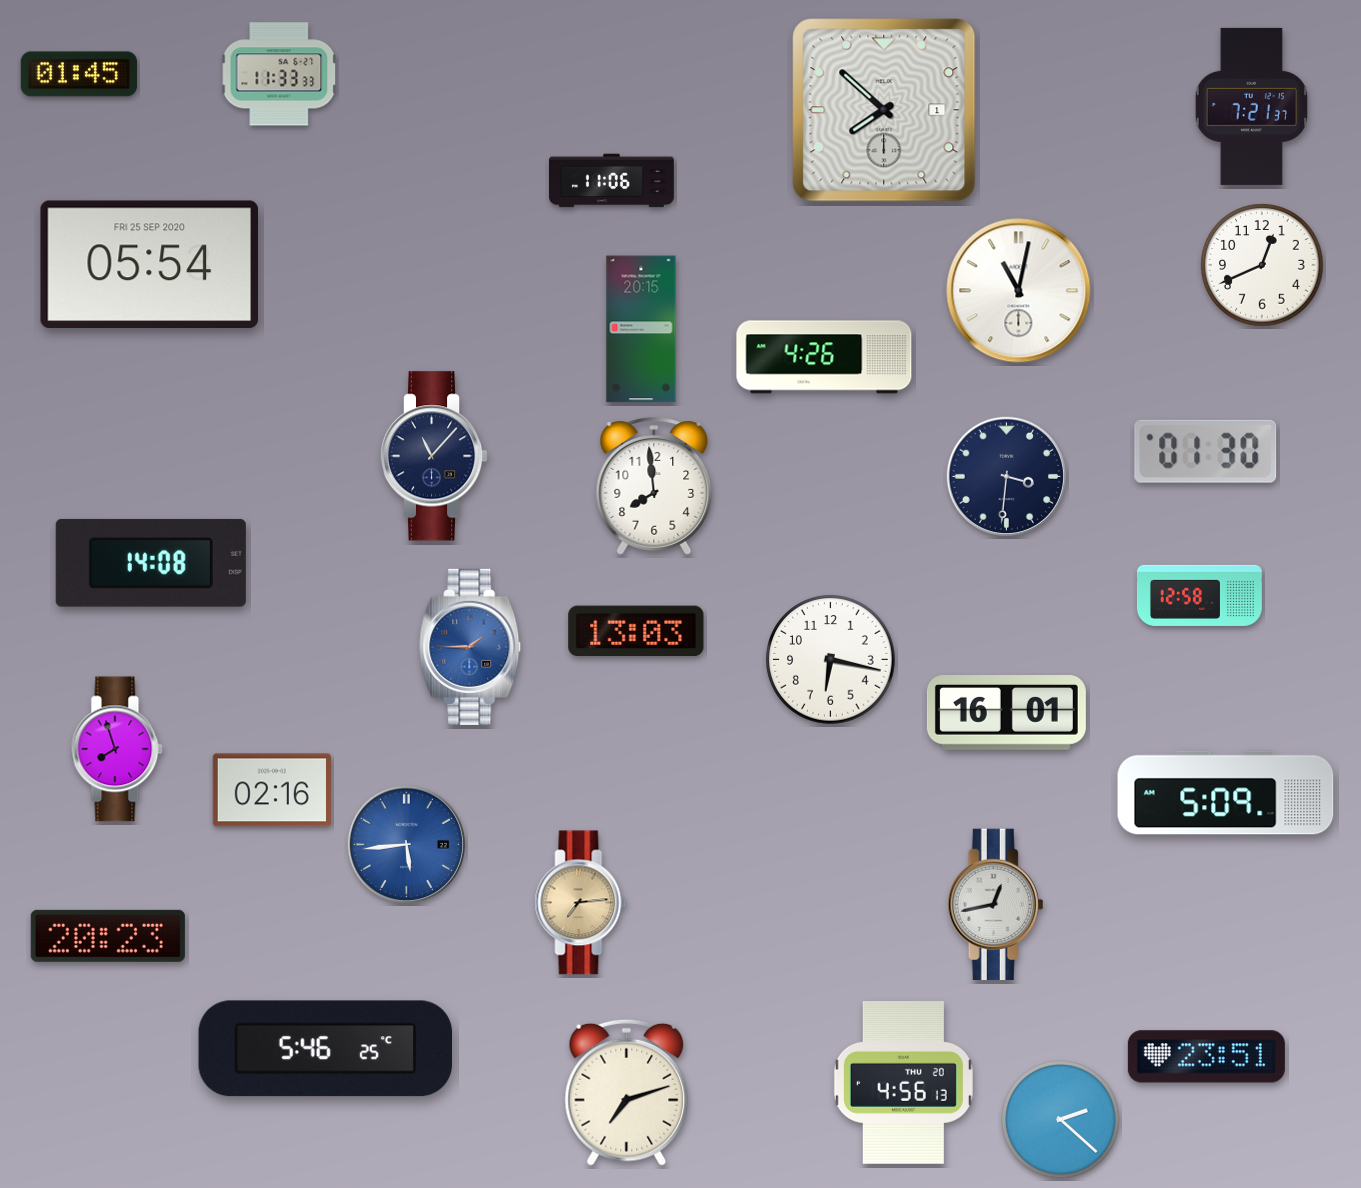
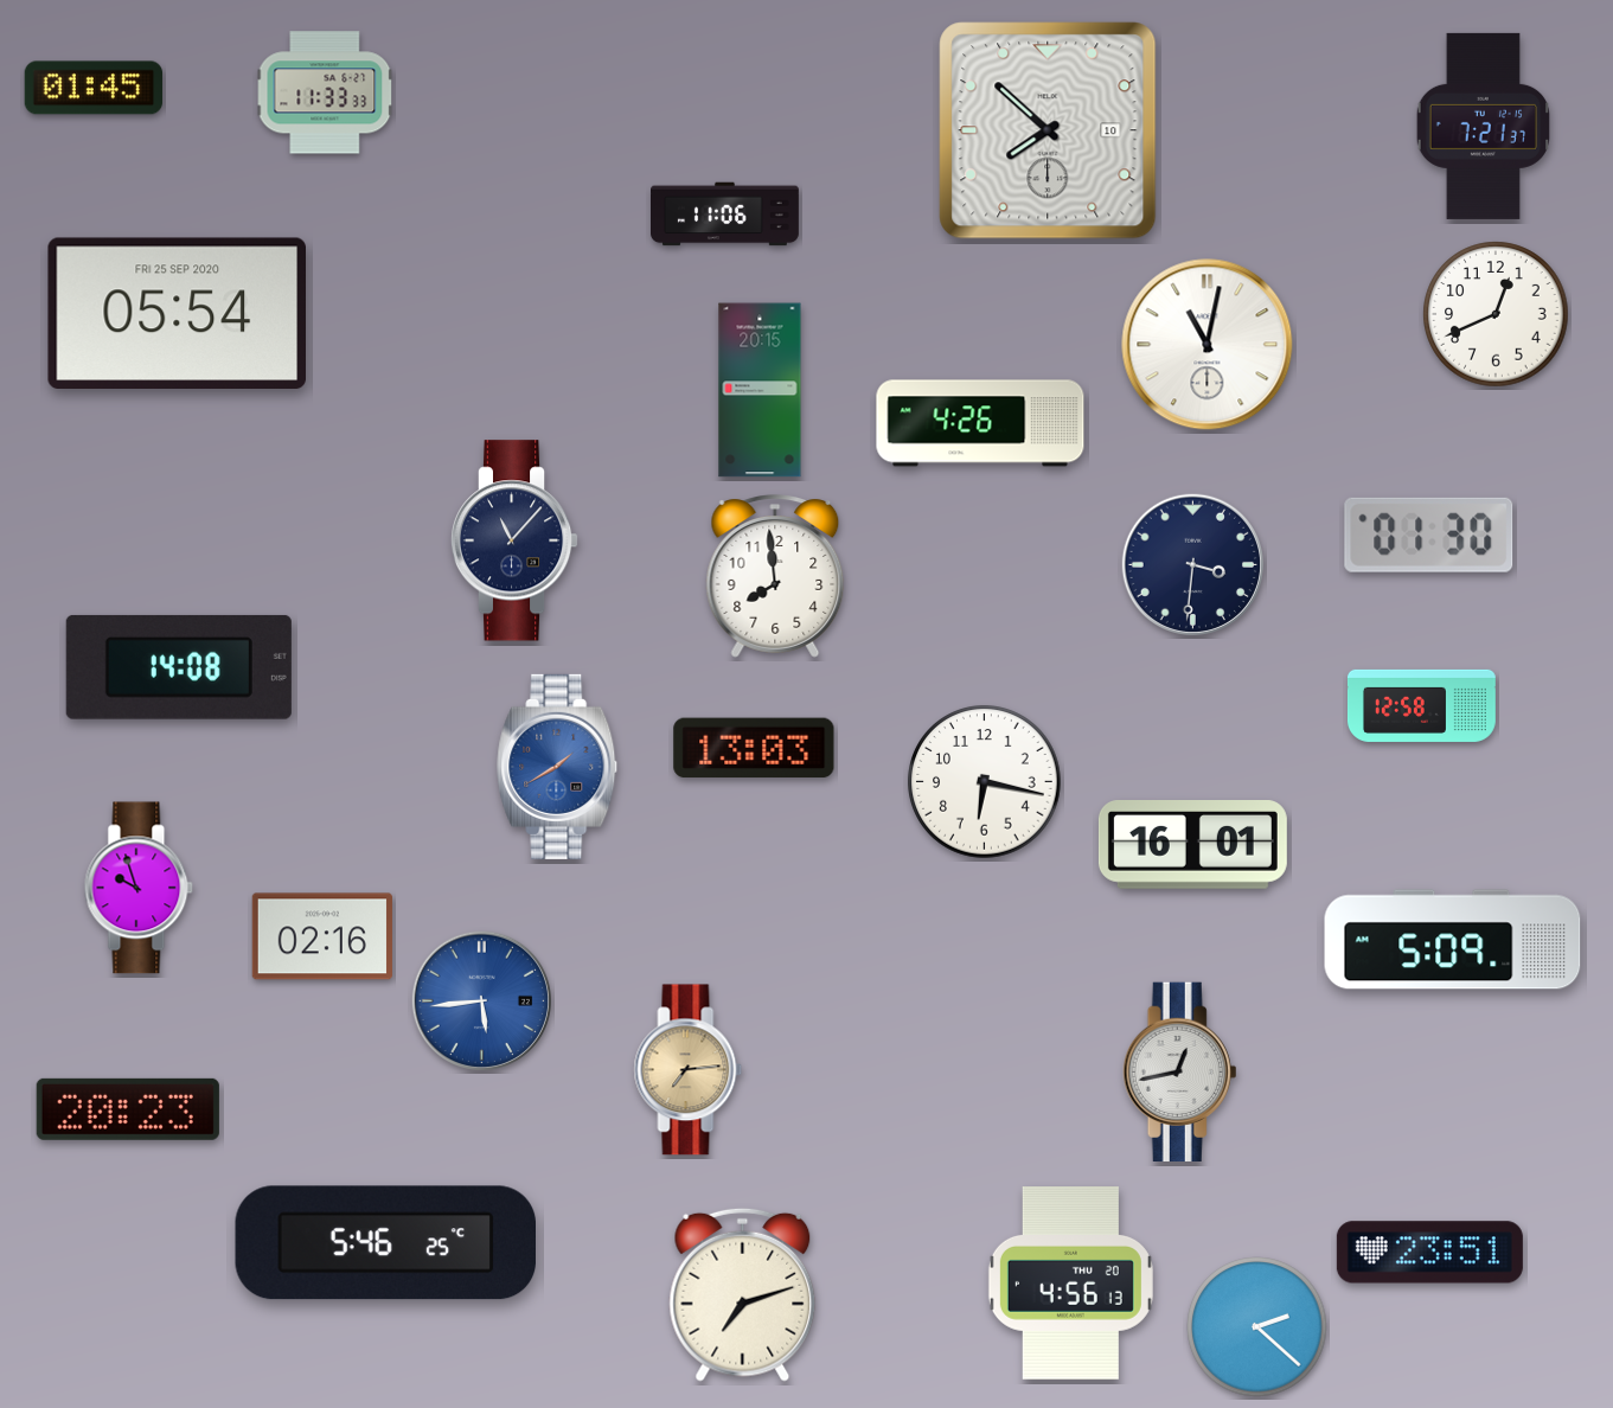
clock at (279, 74) position: (279, 74) -> (325, 92)
clock at (884, 110) date: 1 -> 10
clock at (824, 357) position: (824, 357) -> (980, 423)
clock at (471, 647): 1:45 -> 1:40
clock at (117, 749): 7:57 -> 9:57
